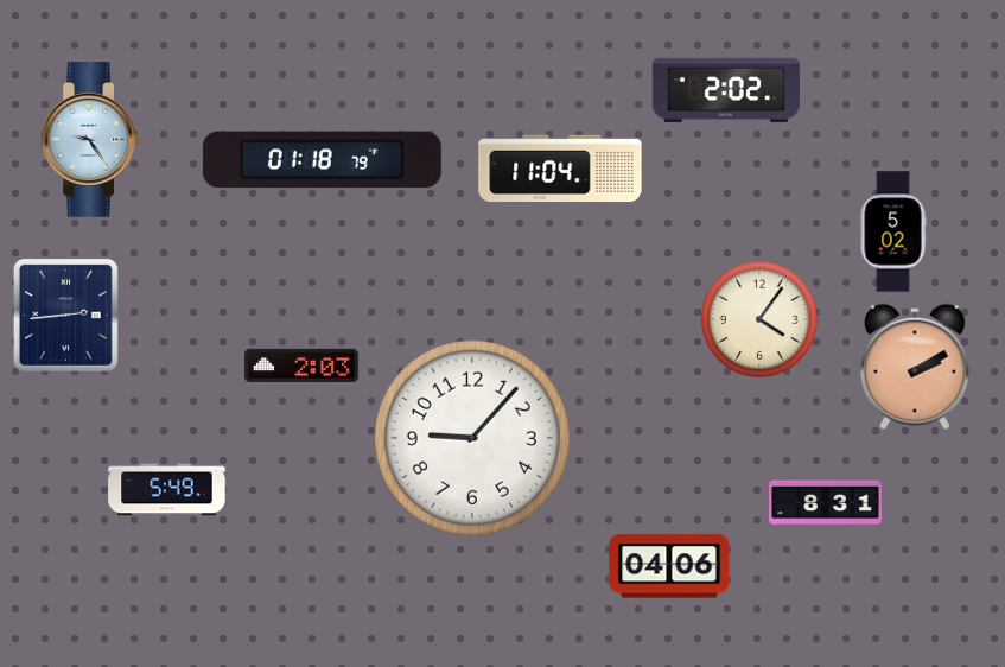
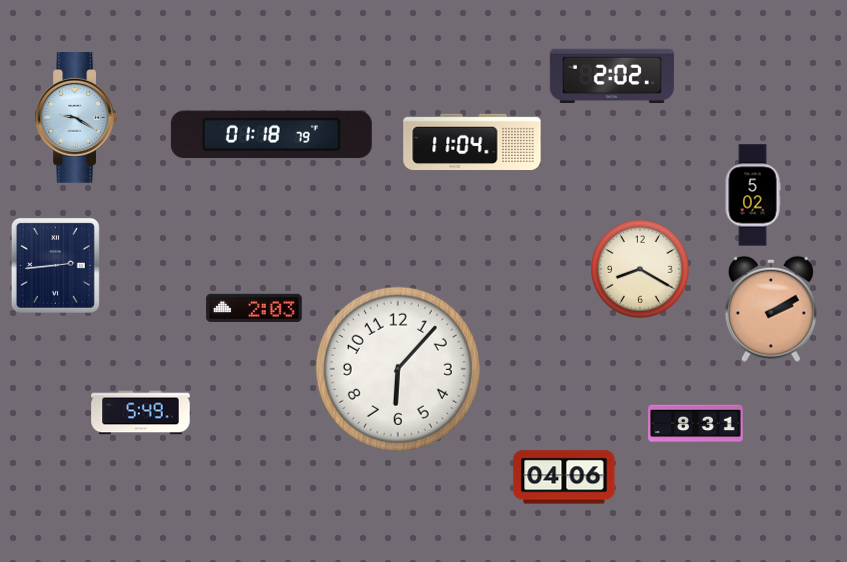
clock at (90, 140): 9:24 -> 9:20
clock at (759, 319): 4:06 -> 8:20
clock at (472, 438): 9:07 -> 6:07
